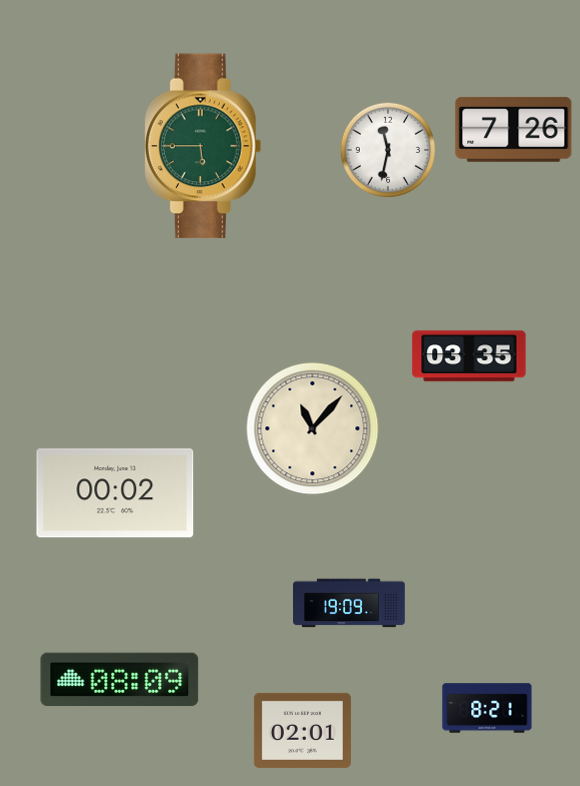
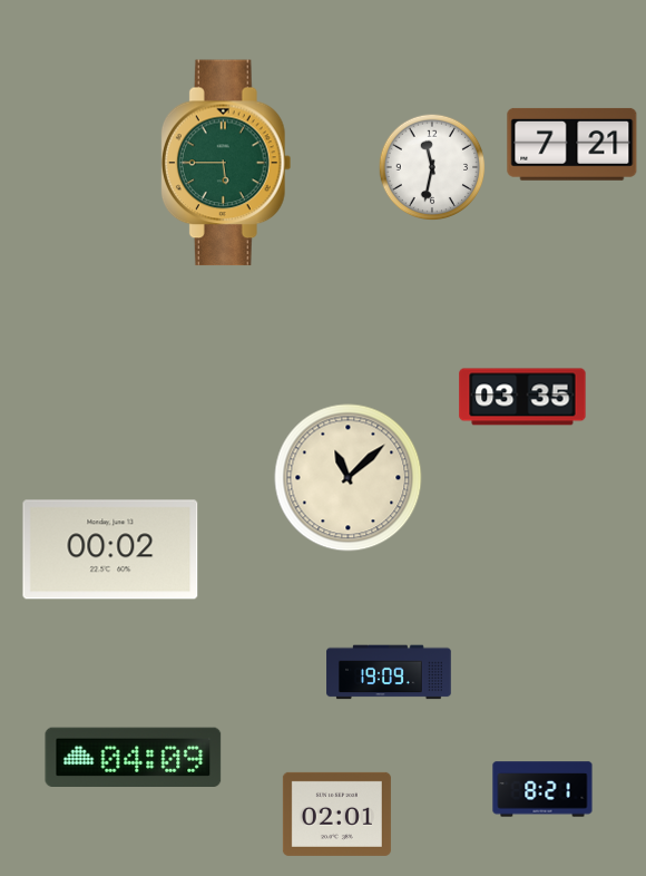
clock at (514, 129): 7:26 -> 7:21
clock at (313, 429): 11:07 -> 11:08
clock at (115, 493) position: (115, 493) -> (110, 549)
clock at (120, 679): 08:09 -> 04:09
